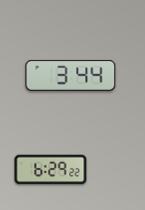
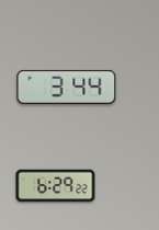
clock at (71, 75) position: (71, 75) -> (67, 87)
